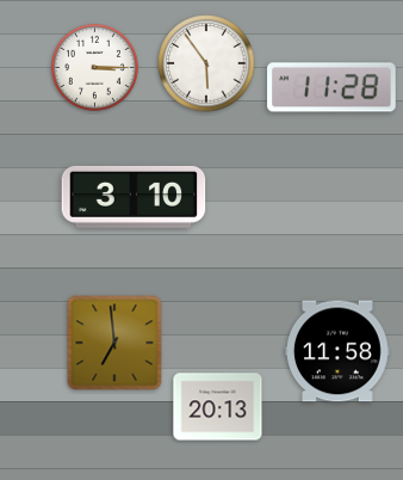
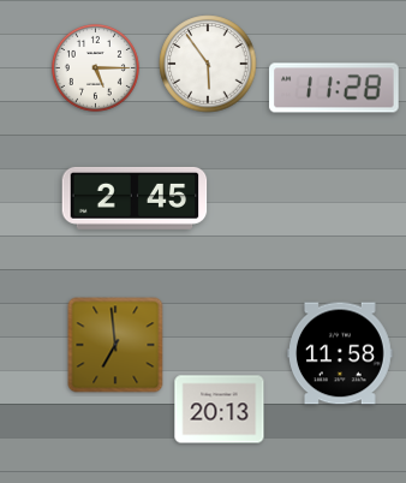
clock at (94, 67): 3:15 -> 5:15
clock at (134, 197): 3:10 -> 2:45
